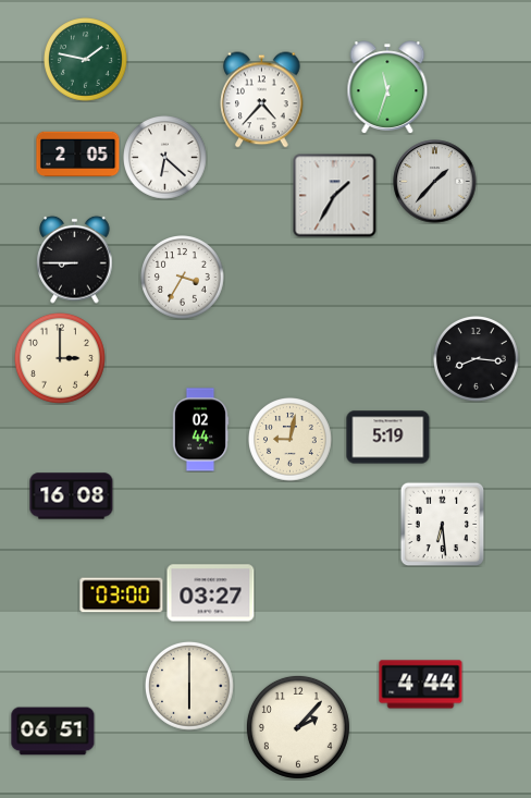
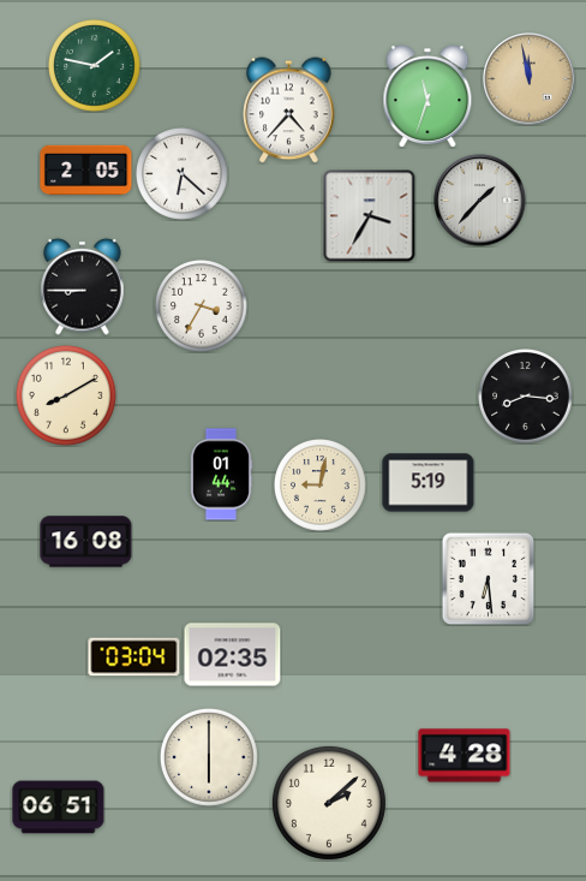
clock at (530, 79): none -> 11:58
clock at (335, 196): 1:35 -> 3:35
clock at (60, 358): 3:00 -> 8:10
clock at (200, 430): 02:44 -> 01:44
clock at (72, 496) position: (72, 496) -> (86, 542)
clock at (211, 593): 03:27 -> 02:35
clock at (122, 596): 03:00 -> 03:04
clock at (421, 685): 4:44 -> 4:28
clock at (298, 727): 2:07 -> 2:08
